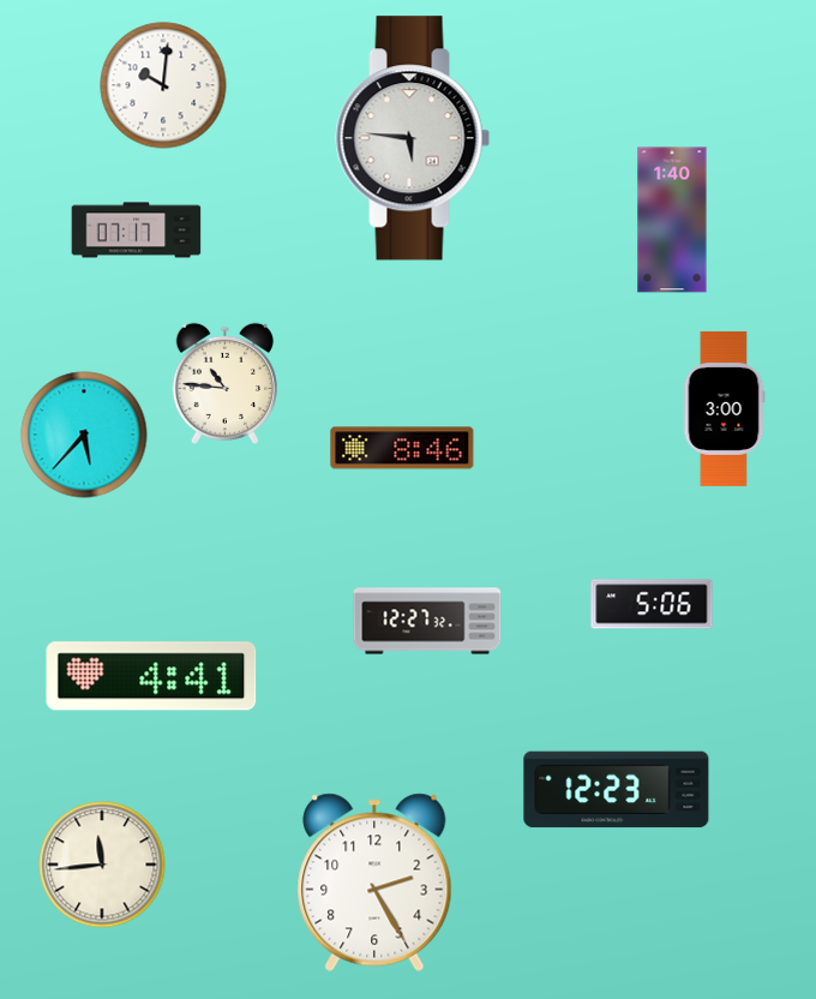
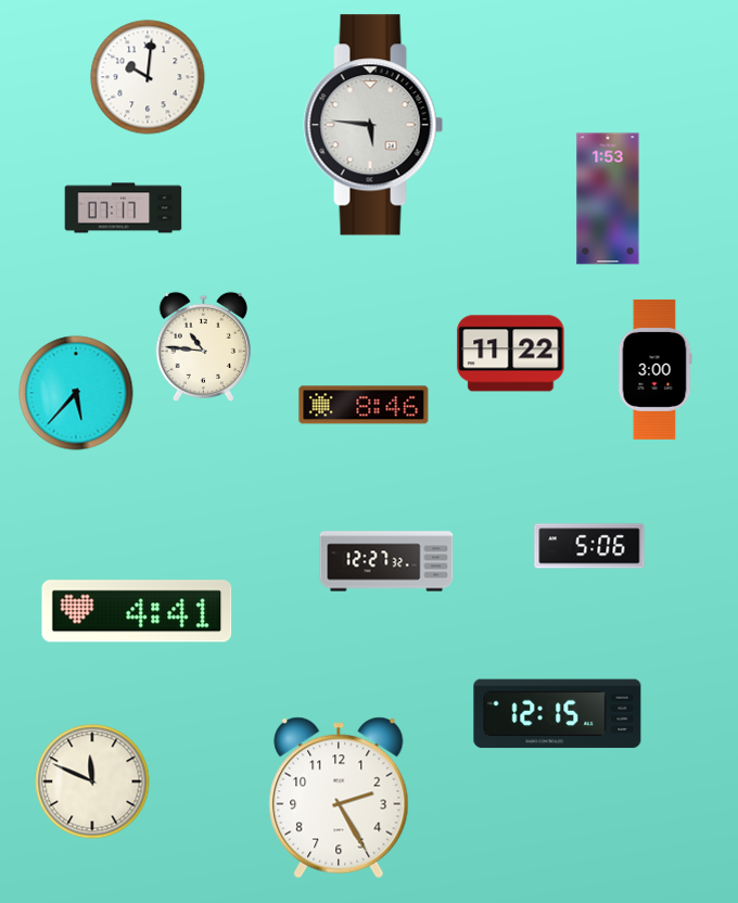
clock at (672, 220): 1:40 -> 1:53
clock at (511, 354): none -> 11:22
clock at (617, 790): 12:23 -> 12:15
clock at (102, 865): 11:44 -> 11:49
